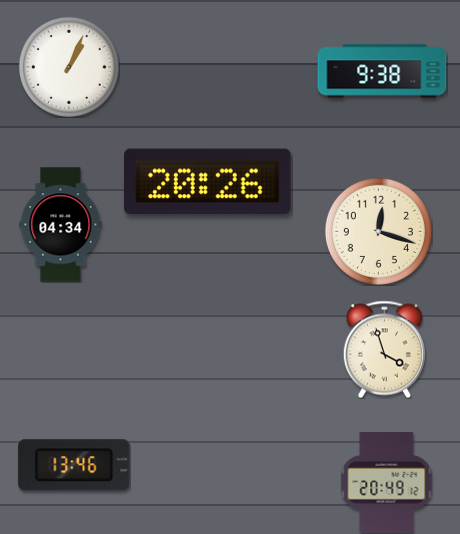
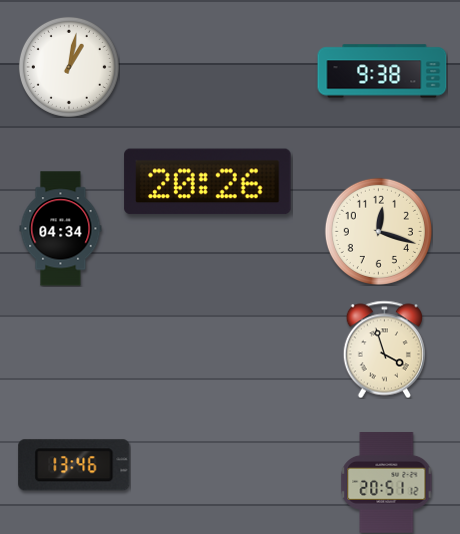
clock at (69, 67): 1:04 -> 1:02
clock at (61, 225) position: (61, 225) -> (61, 229)
clock at (387, 483): 20:49 -> 20:51
